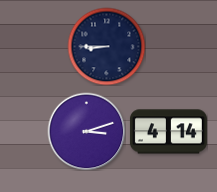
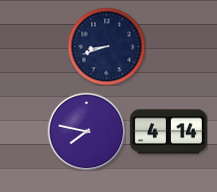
clock at (106, 46): 8:45 -> 8:42
clock at (86, 131): 3:12 -> 7:47
